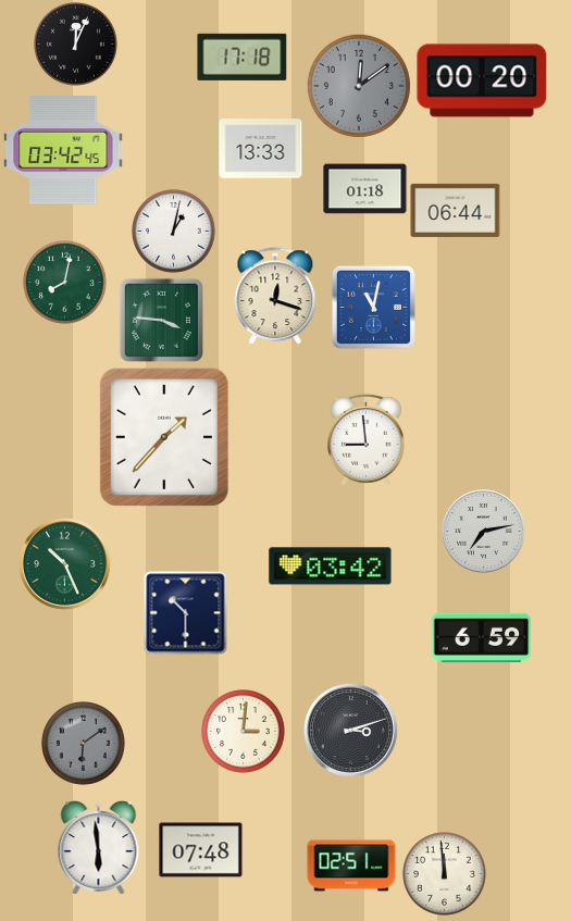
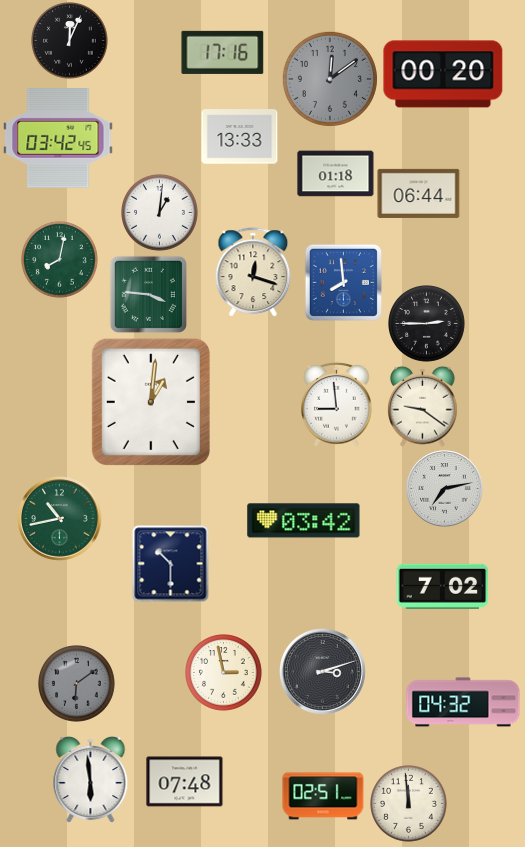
clock at (243, 57): 17:18 -> 17:16
clock at (174, 232): 1:02 -> 1:01
clock at (373, 307): 11:02 -> 7:59
clock at (427, 324): none -> 2:45
clock at (164, 437): 1:37 -> 1:01
clock at (423, 406): none -> 9:21
clock at (65, 564): 10:26 -> 10:43
clock at (482, 637): 6:59 -> 7:02
clock at (244, 732): 3:01 -> 2:58
clock at (463, 702): none -> 04:32
